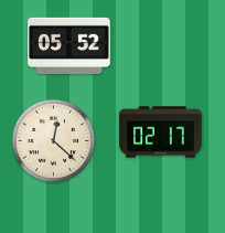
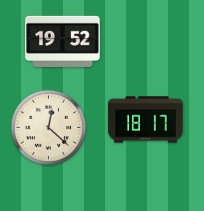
clock at (69, 45): 05:52 -> 19:52
clock at (161, 133): 02:17 -> 18:17
